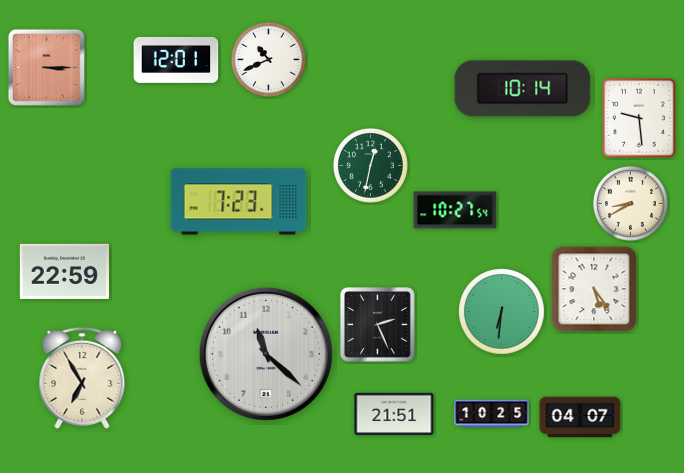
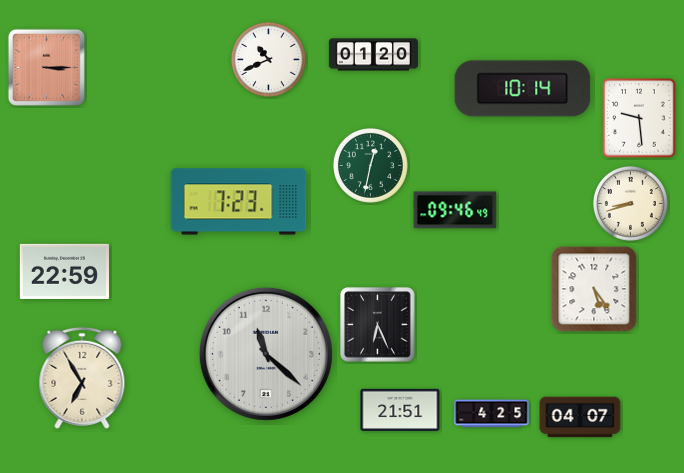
clock at (373, 55): none -> 01:20
clock at (176, 60): 12:01 -> none
clock at (630, 203): 8:40 -> 8:42
clock at (455, 210): 10:27 -> 09:46
clock at (502, 312): 6:31 -> none
clock at (378, 325): 2:26 -> 6:26
clock at (394, 414) position: (394, 414) -> (400, 410)
clock at (492, 414): 10:25 -> 4:25
